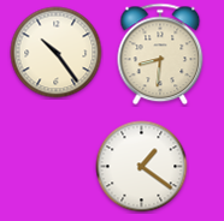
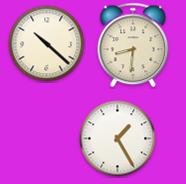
clock at (57, 53): 10:24 -> 10:22
clock at (142, 167): 1:21 -> 1:25
